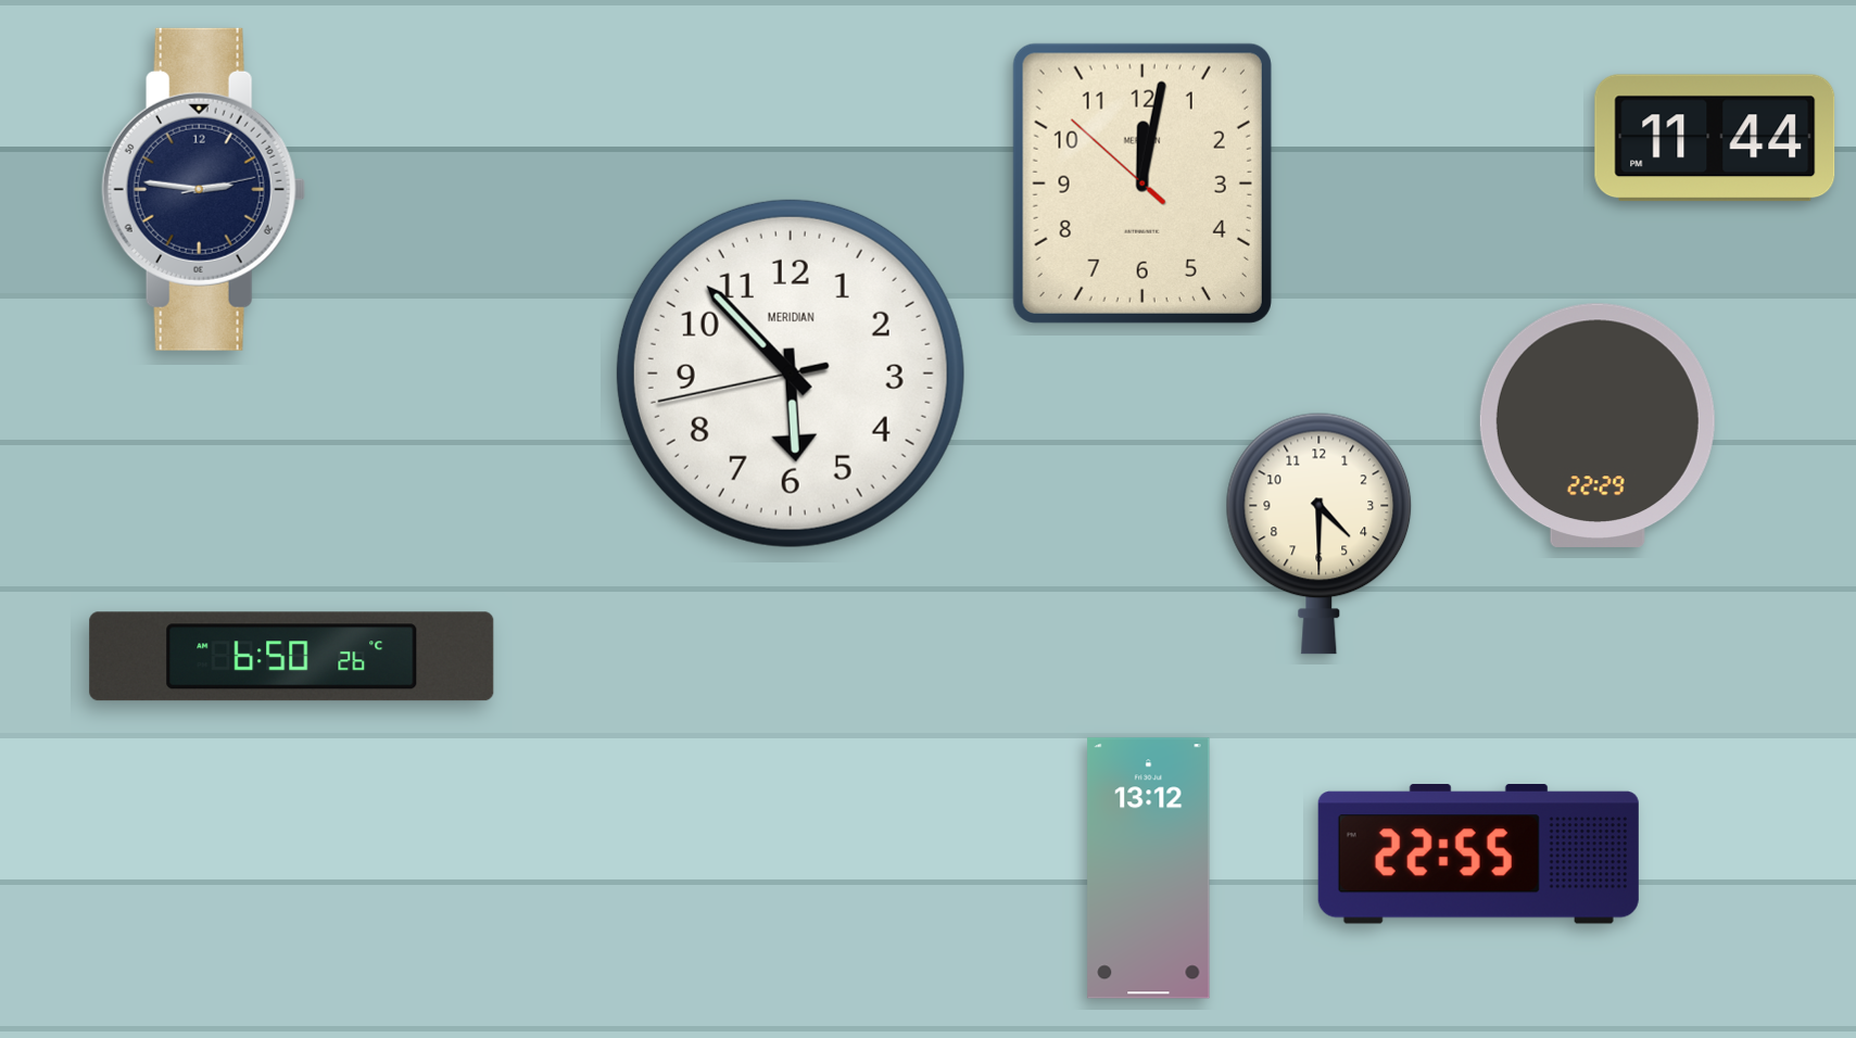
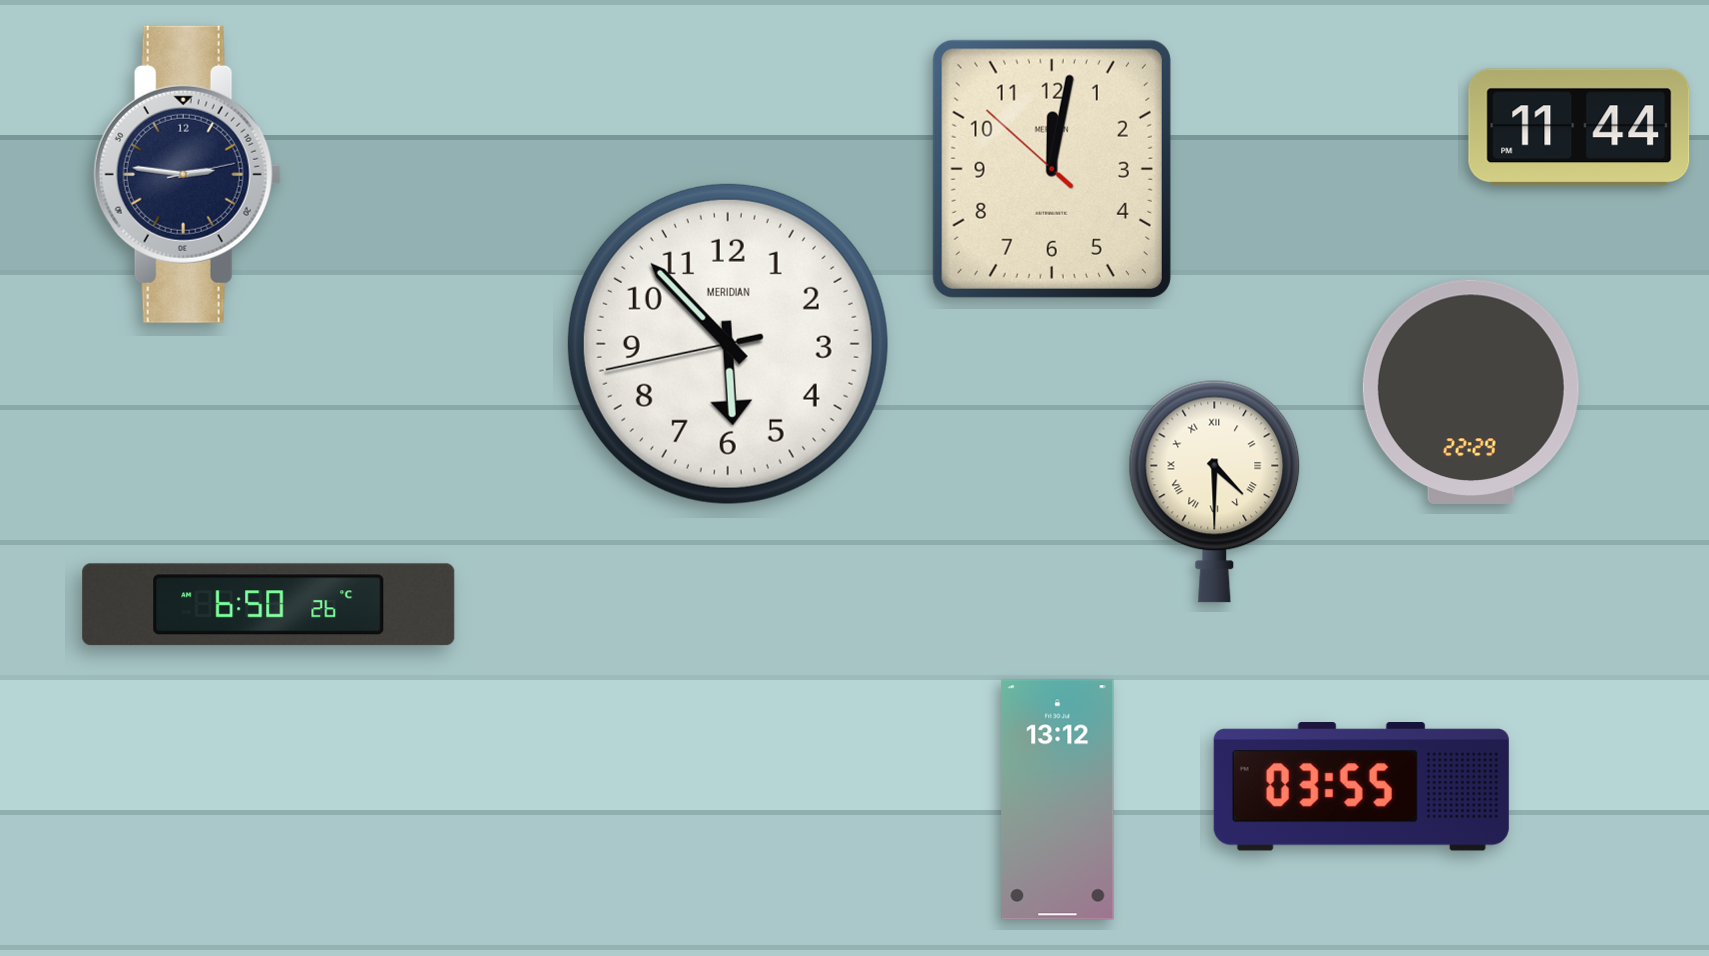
clock at (1320, 533) numerals: Arabic -> Roman
clock at (1478, 855): 22:55 -> 03:55
